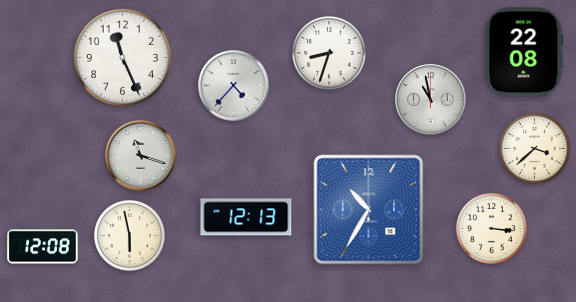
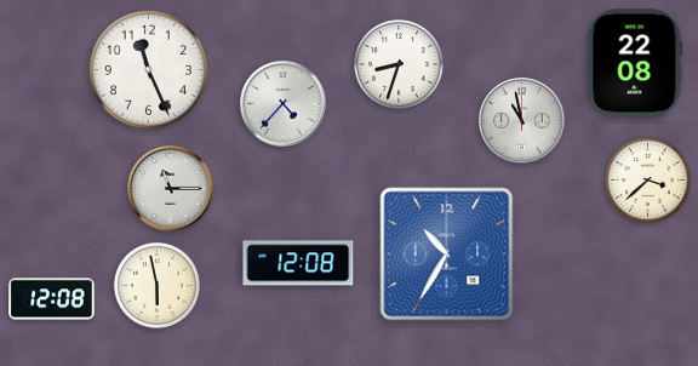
clock at (141, 156): 11:18 -> 11:15
clock at (246, 217): 12:13 -> 12:08
clock at (491, 228): 3:16 -> none
